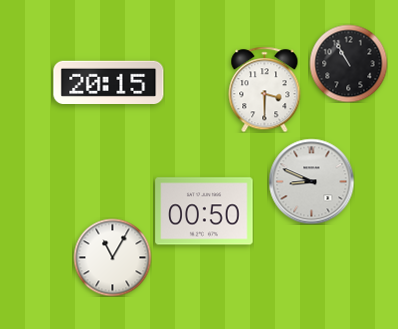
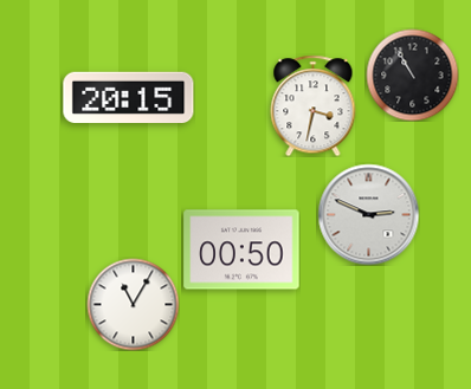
clock at (265, 89): 3:30 -> 3:32
clock at (311, 181): 8:49 -> 2:49
